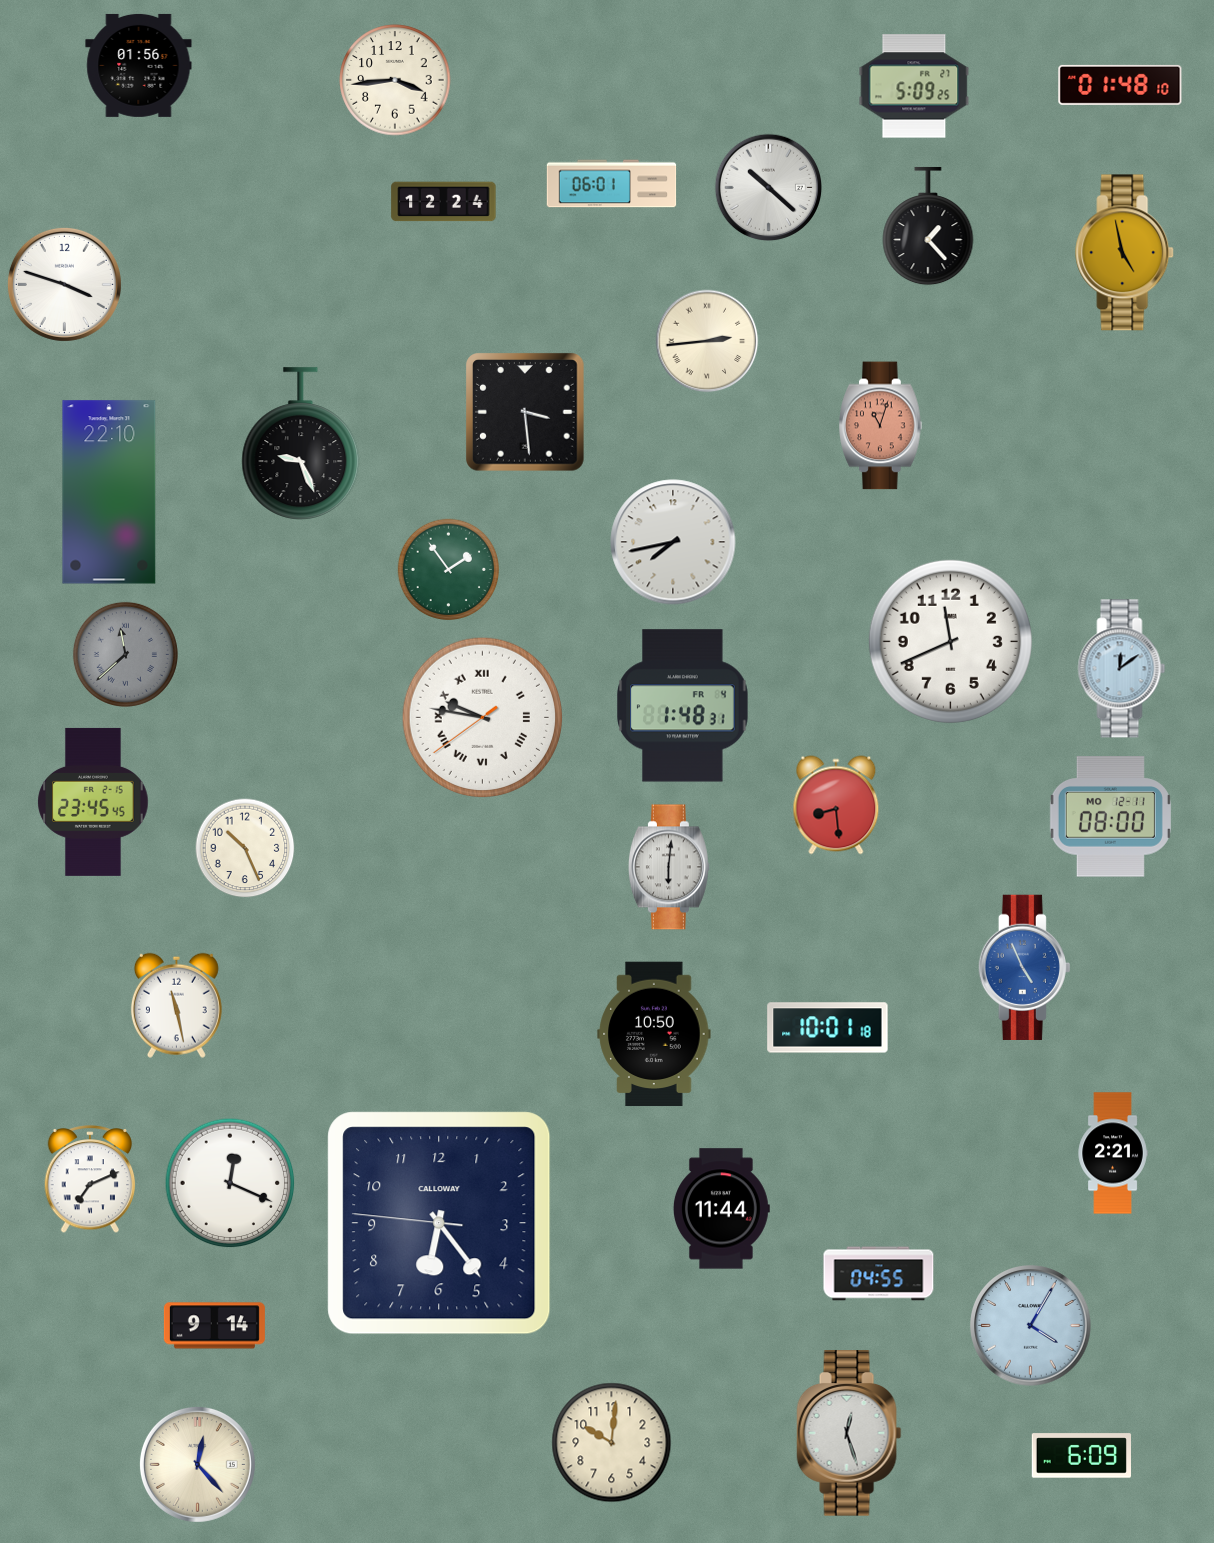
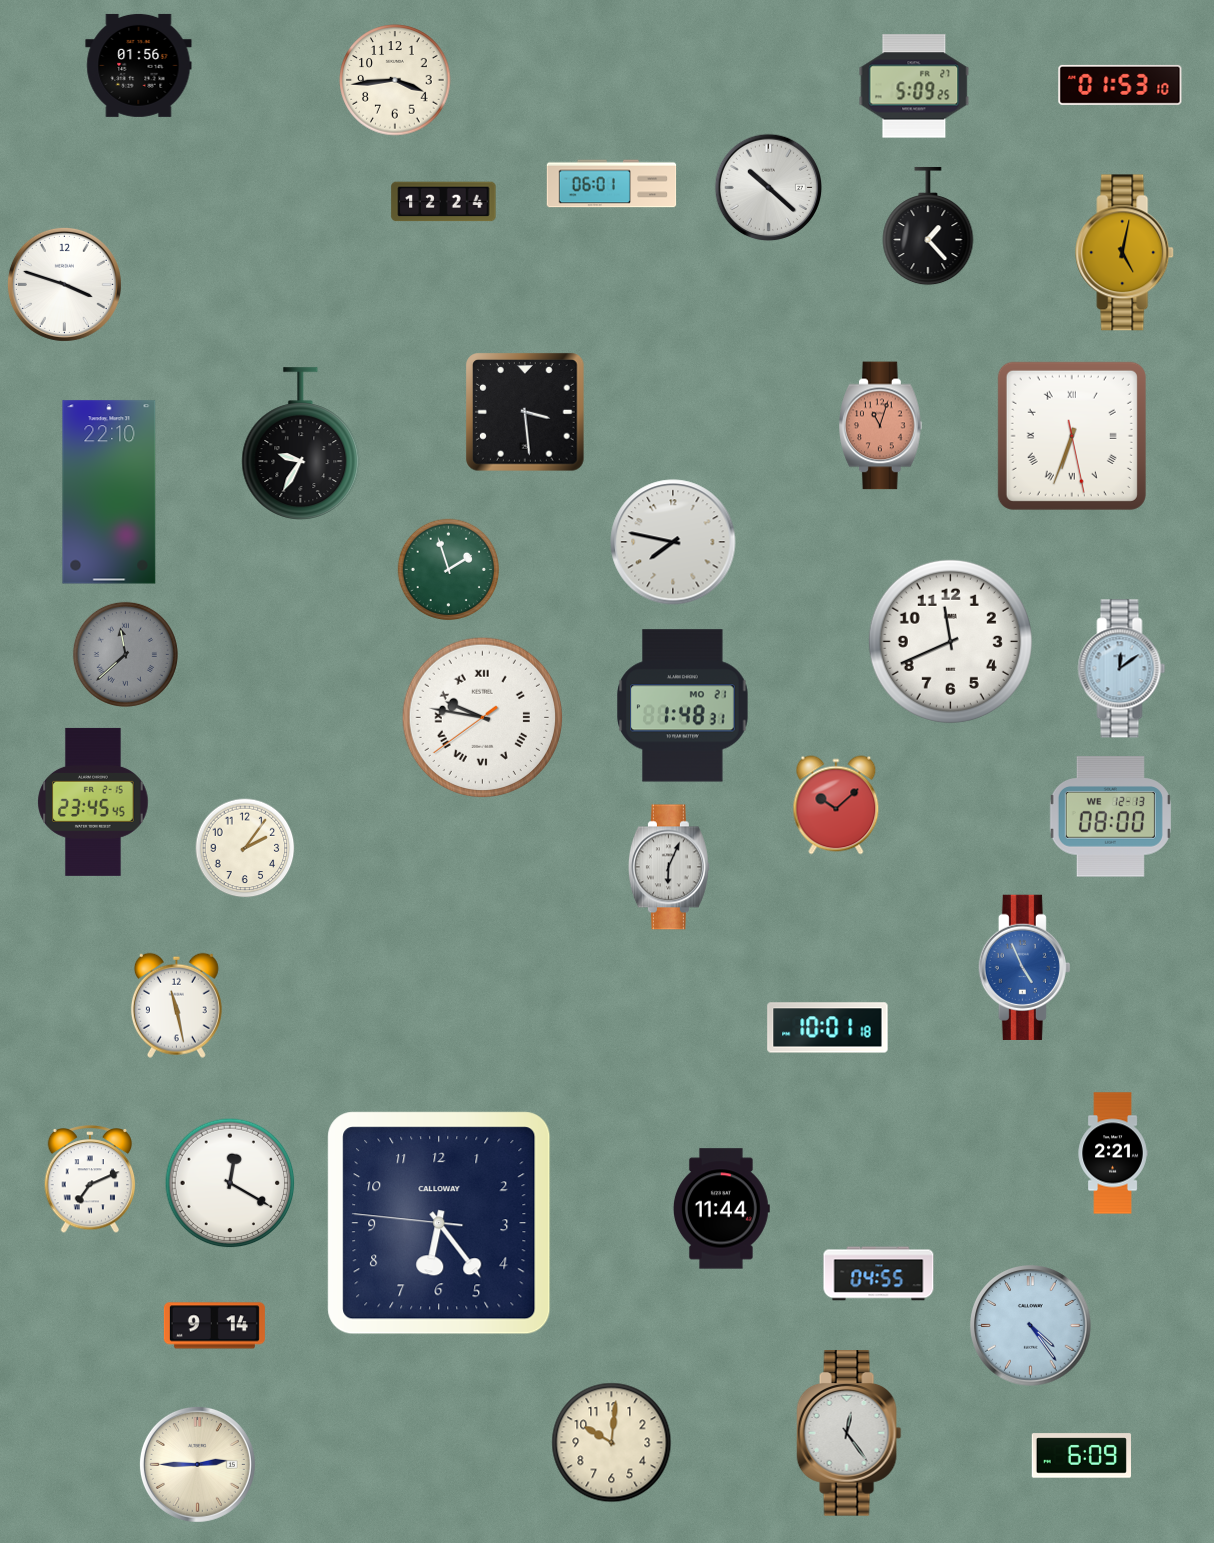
clock at (1120, 85): 01:48 -> 01:53
clock at (1125, 253): 4:58 -> 5:02
clock at (707, 341): 2:44 -> none
clock at (1072, 436): none -> 6:33
clock at (301, 443): 9:26 -> 9:35
clock at (673, 542): 7:43 -> 7:47
clock at (449, 570): 1:54 -> 1:57
clock at (683, 706) date: FR 4 -> MO 21
clock at (836, 805): 8:29 -> 10:08
clock at (1110, 817) date: MO 12-11 -> WE 12-13
clock at (245, 848): 10:26 -> 2:06
clock at (669, 867): 6:01 -> 6:04
clock at (654, 1034): 10:50 -> none
clock at (230, 1183): 12:19 -> 12:20
clock at (1031, 1326): 4:05 -> 4:24
clock at (849, 1433): 12:27 -> 12:24
clock at (197, 1464): 12:23 -> 2:45
